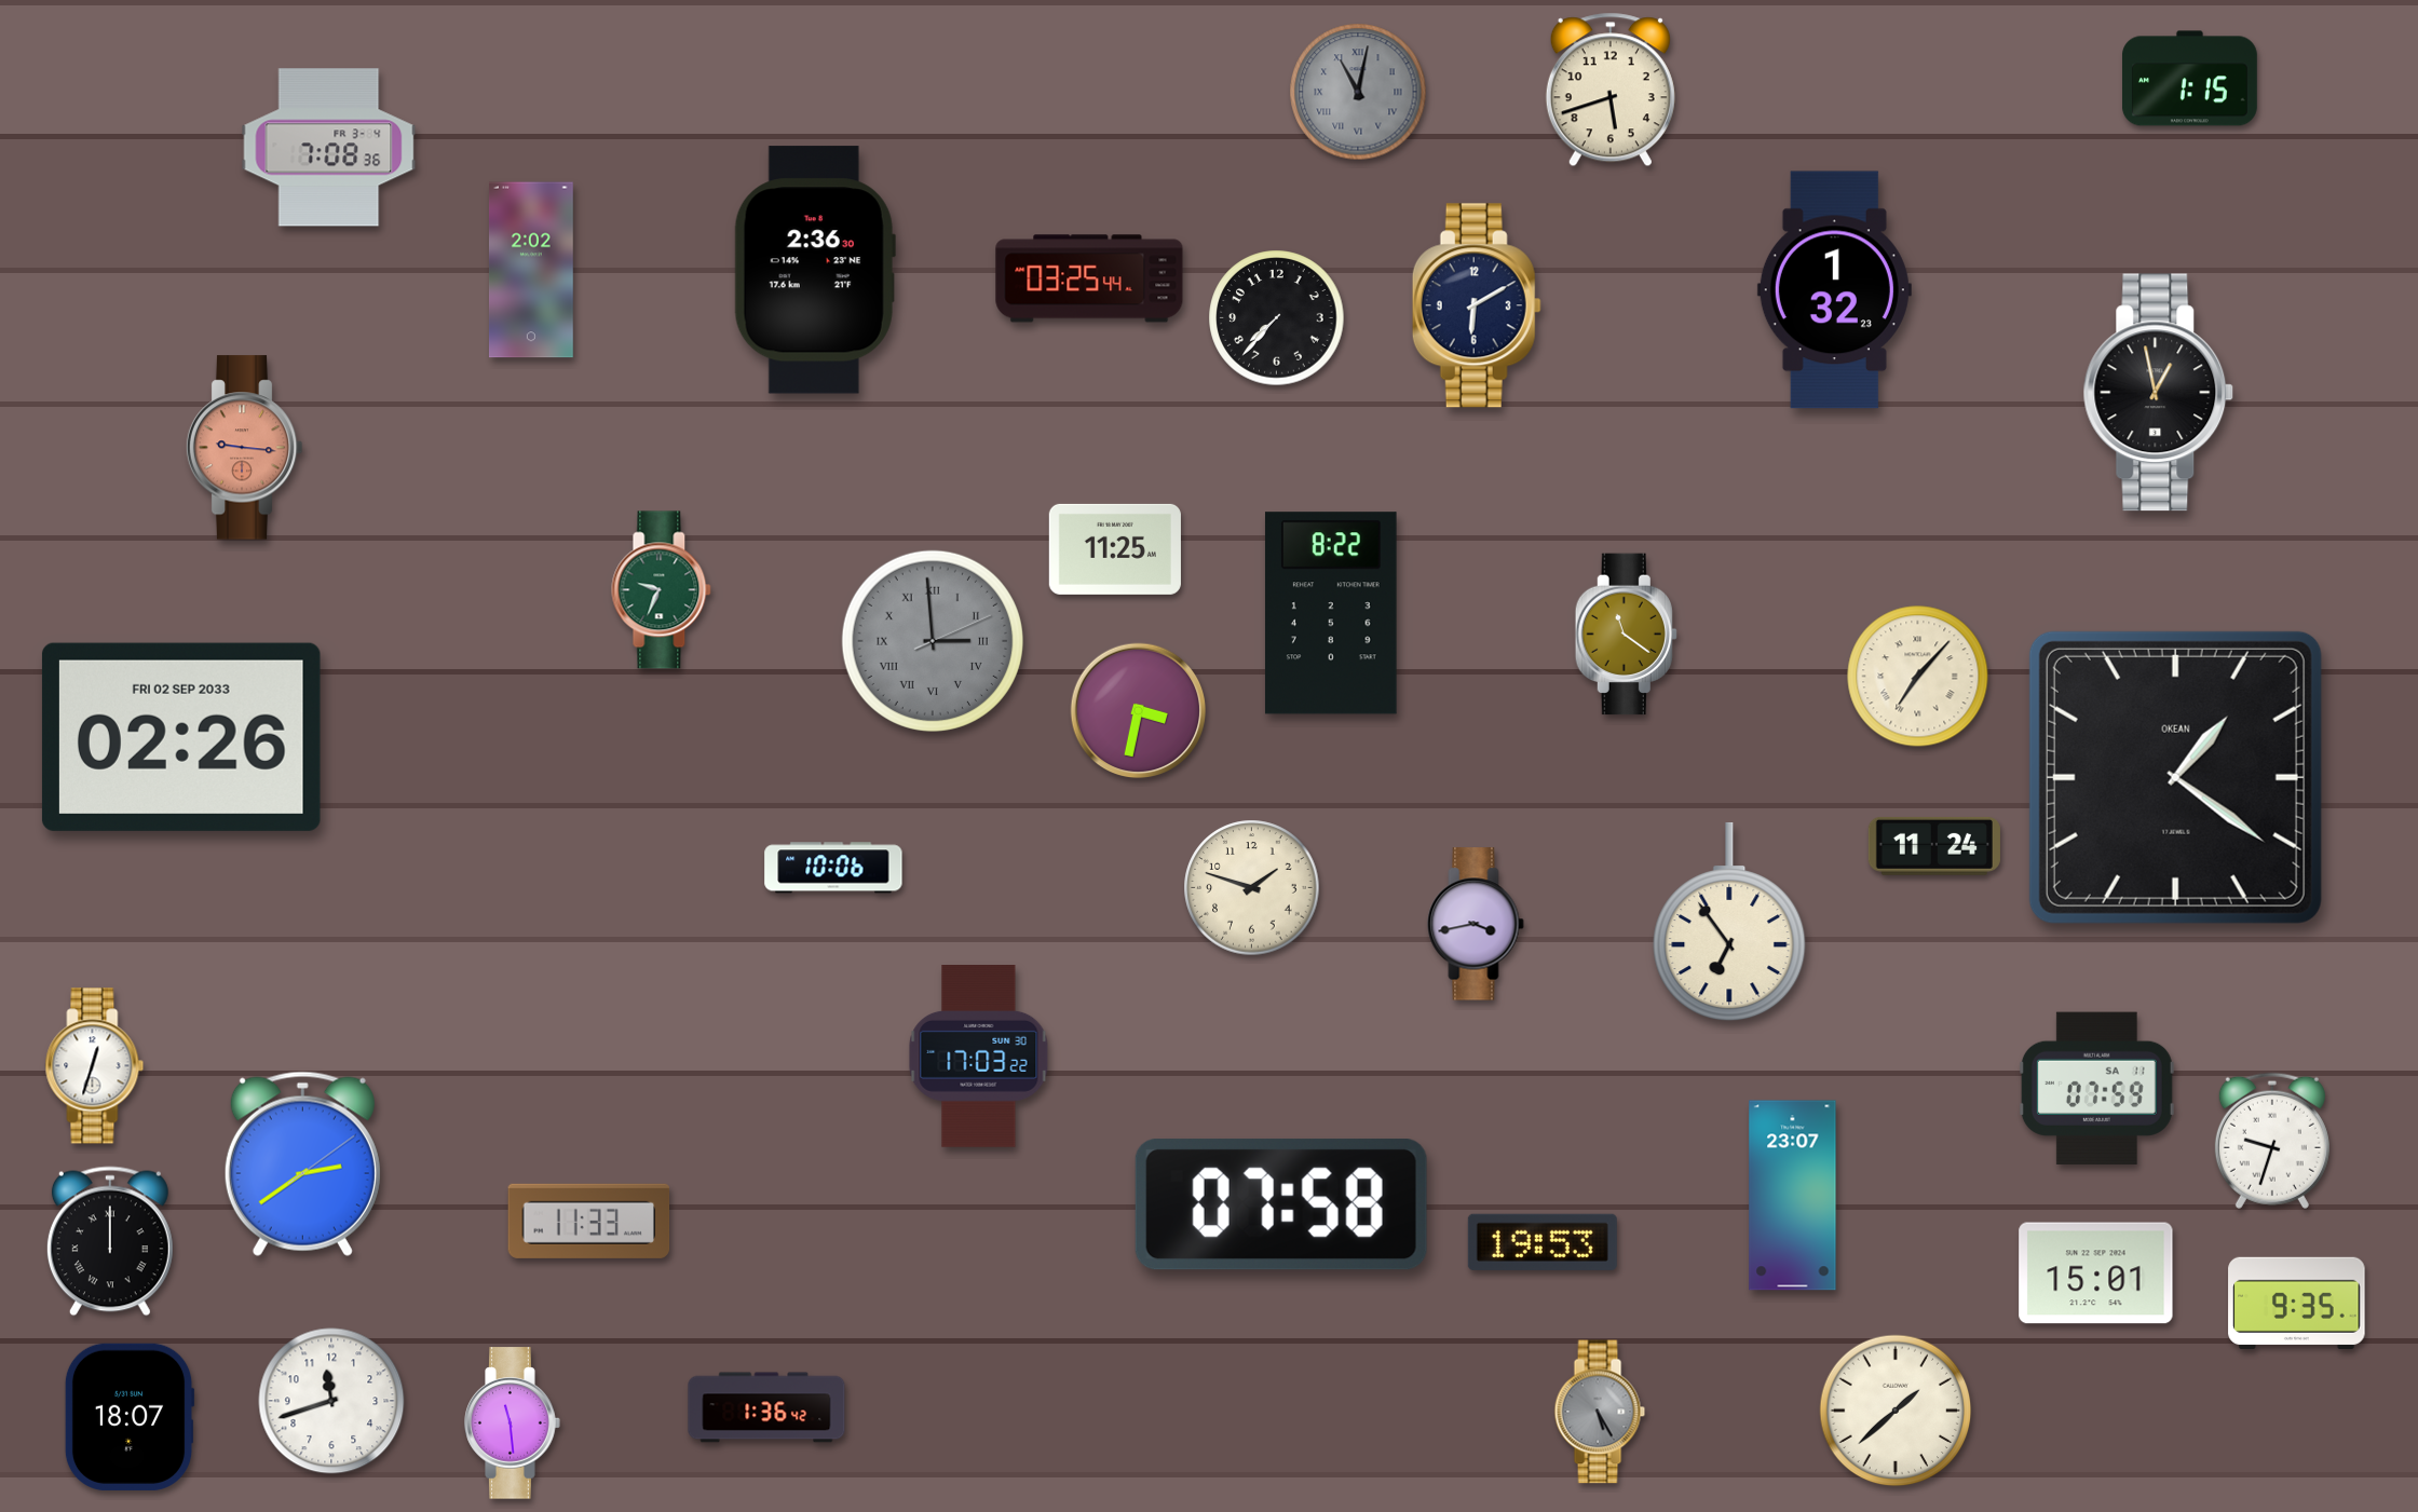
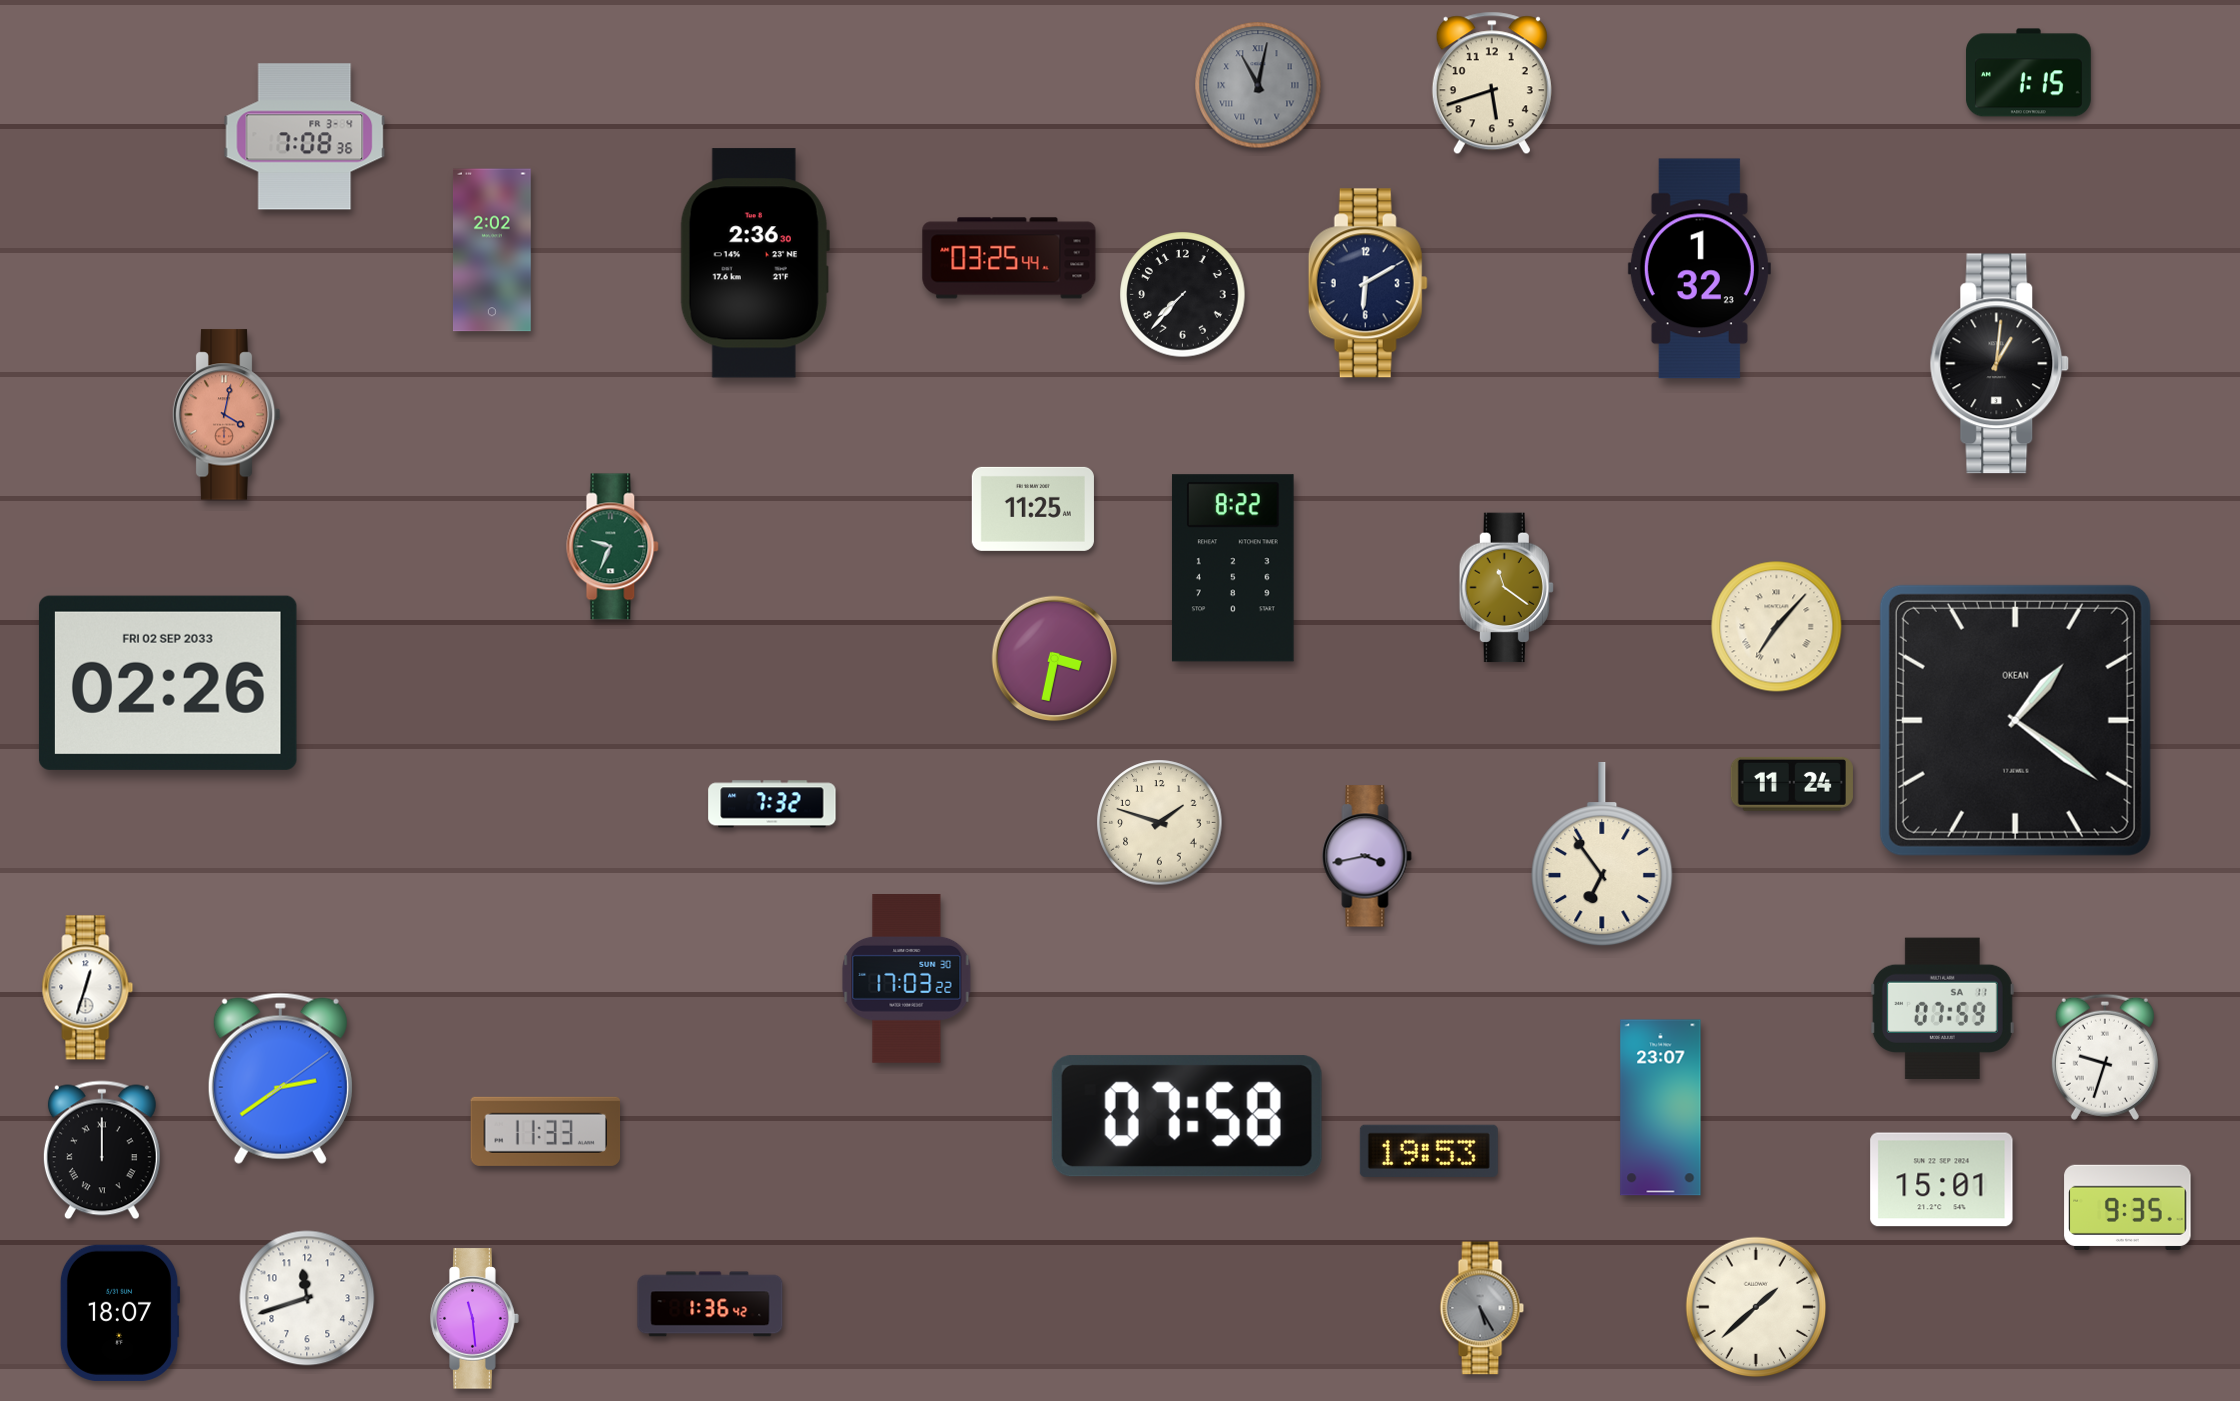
clock at (815, 270) position: (815, 270) -> (755, 263)
clock at (2159, 393): 12:58 -> 1:01
clock at (244, 448): 9:16 -> 4:02
clock at (933, 641): 2:59 -> none
clock at (833, 868): 10:06 -> 7:32
